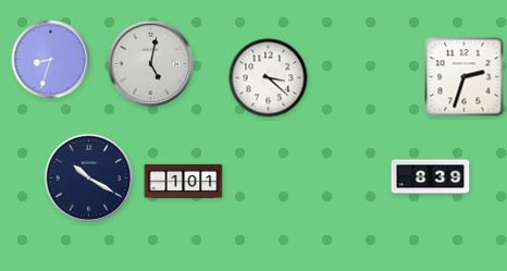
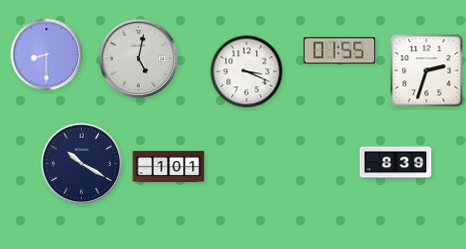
clock at (340, 51): none -> 01:55
clock at (51, 60): 8:33 -> 8:30
clock at (269, 78): 3:22 -> 3:19
